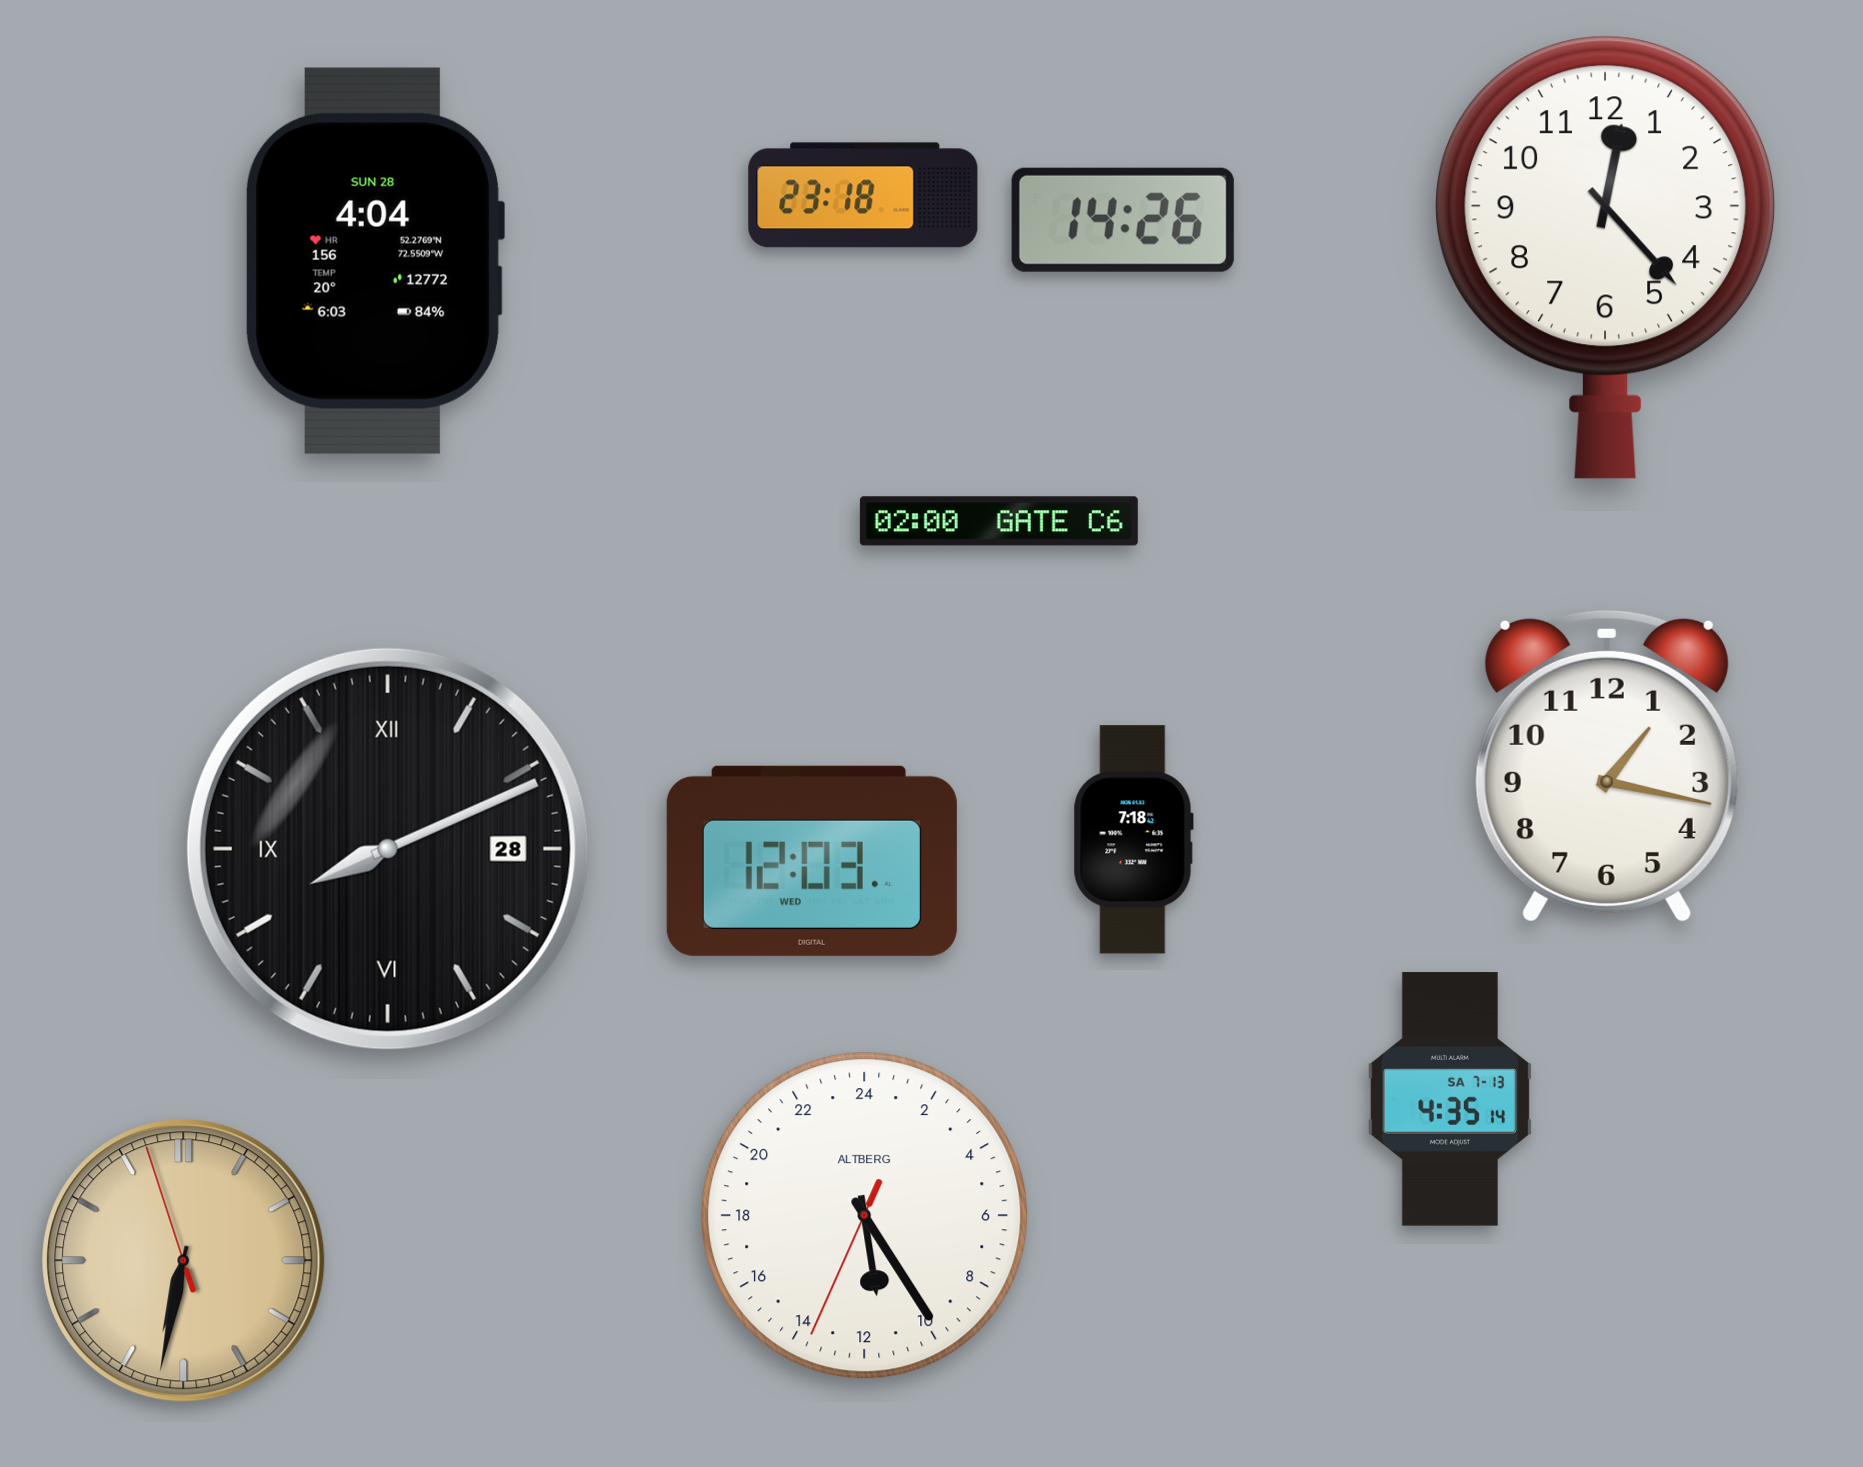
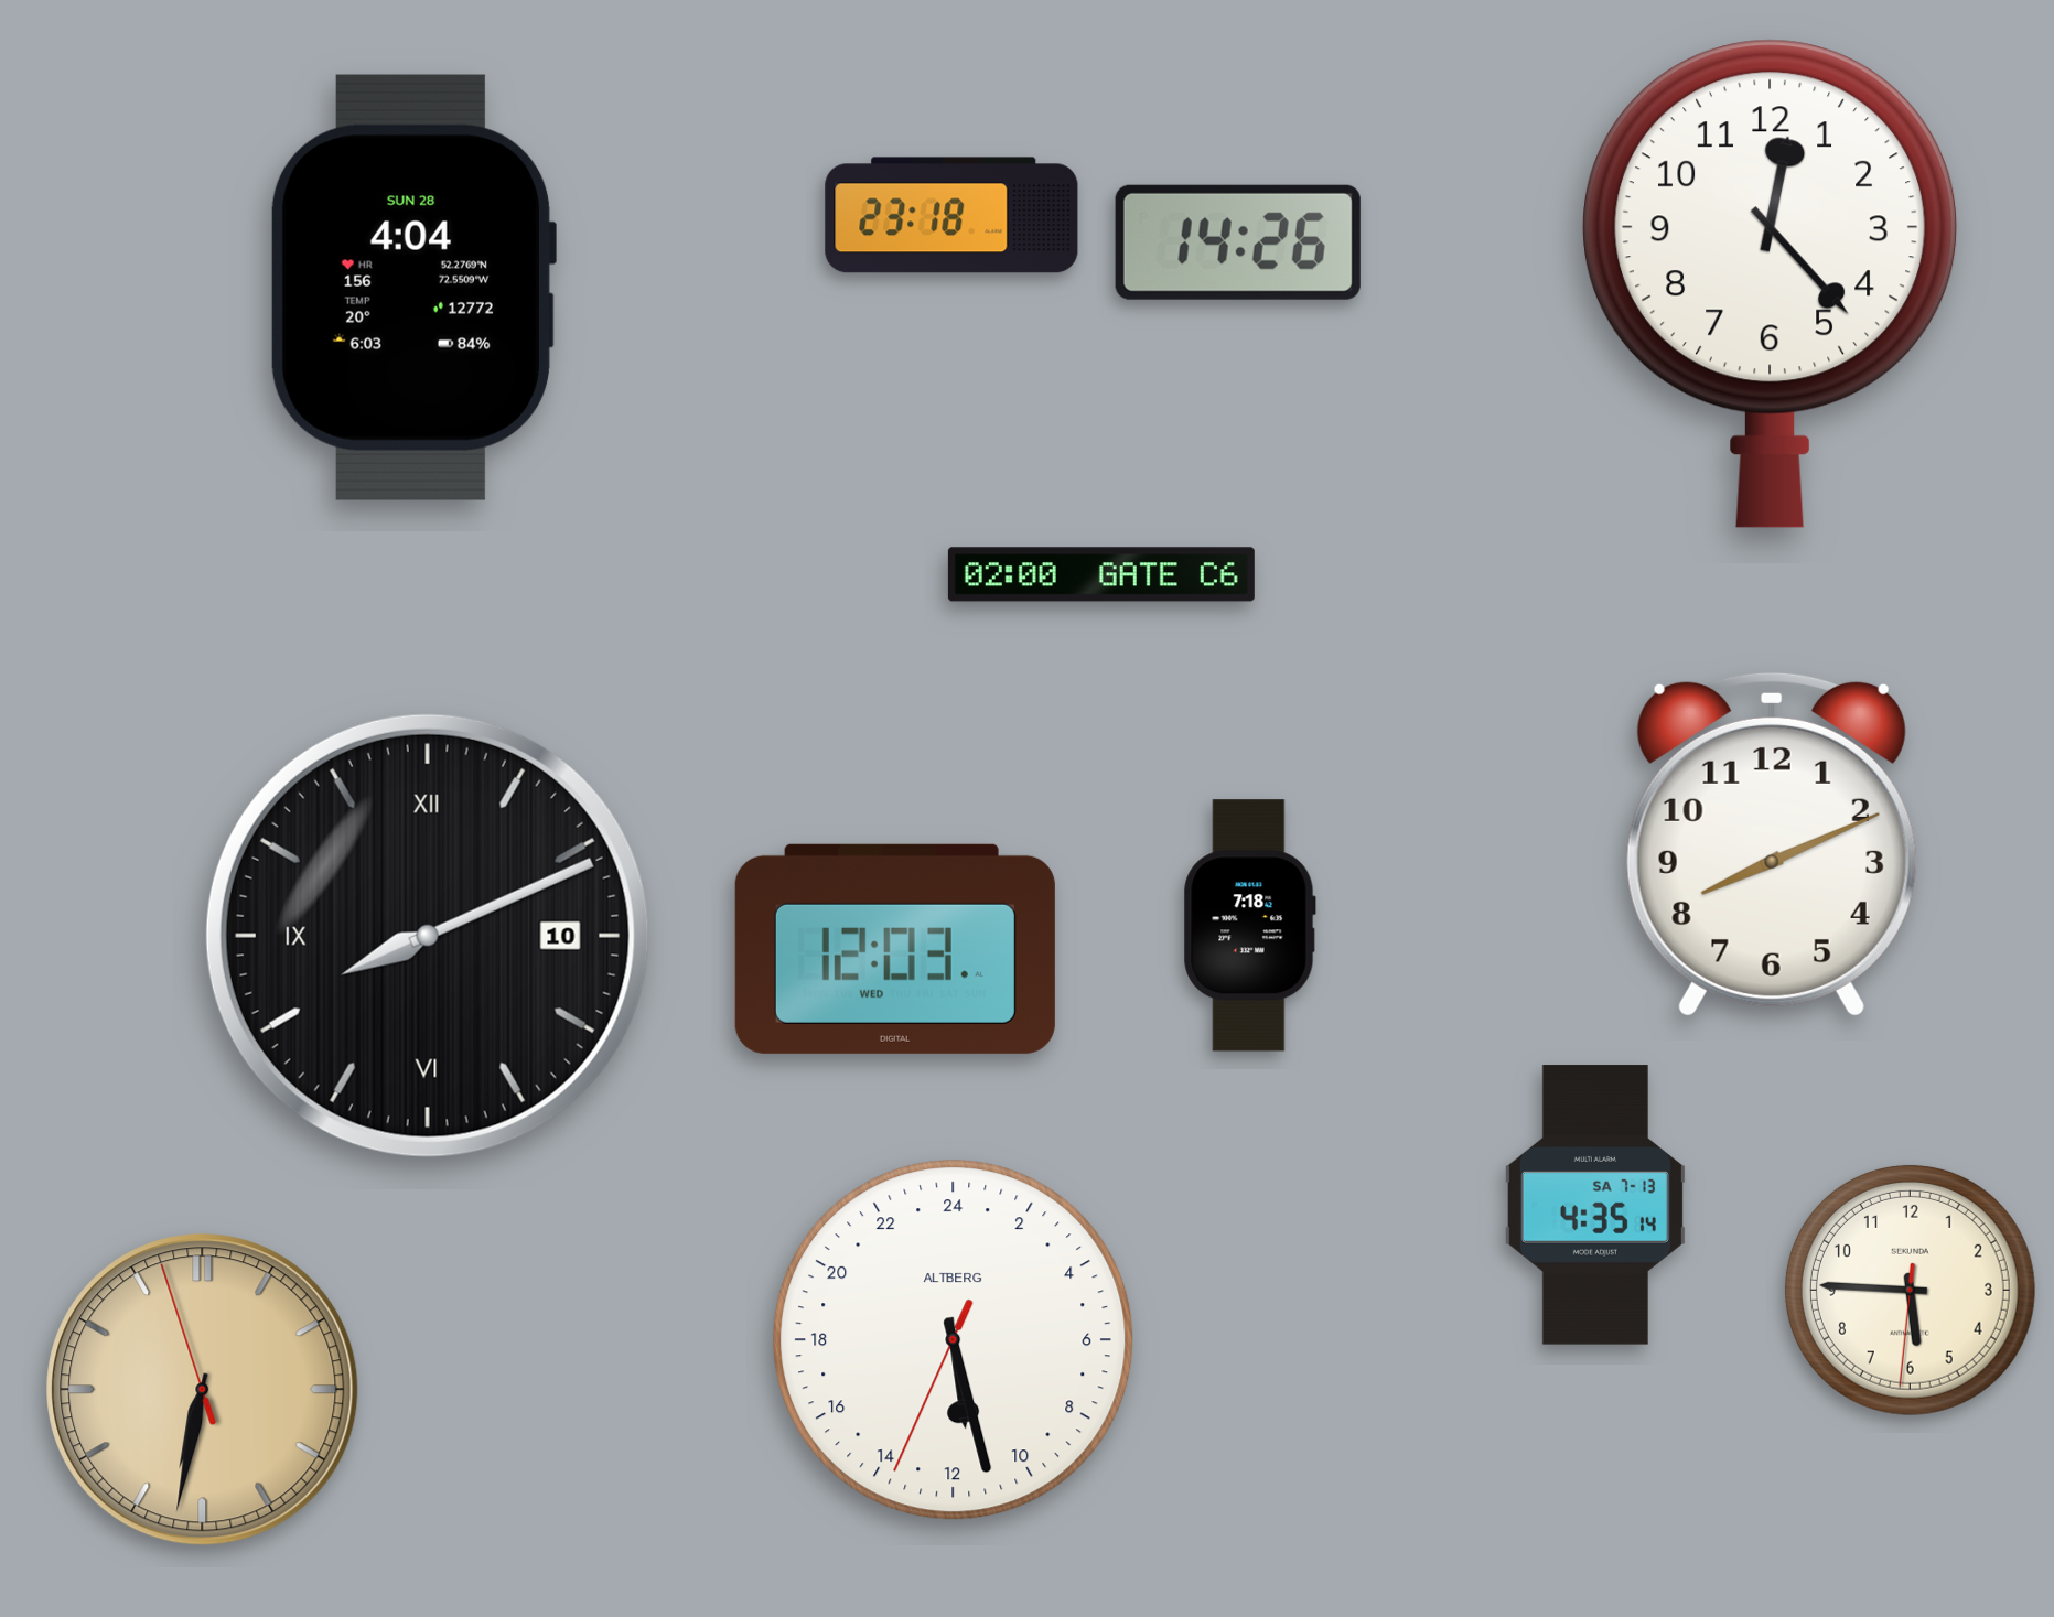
clock at (1607, 766): 1:17 -> 8:11
clock at (388, 849) date: 28 -> 10
clock at (1450, 1099) position: (1450, 1099) -> (1595, 1205)
clock at (1910, 1290): none -> 5:45
clock at (865, 1216): 11:24 -> 11:27
